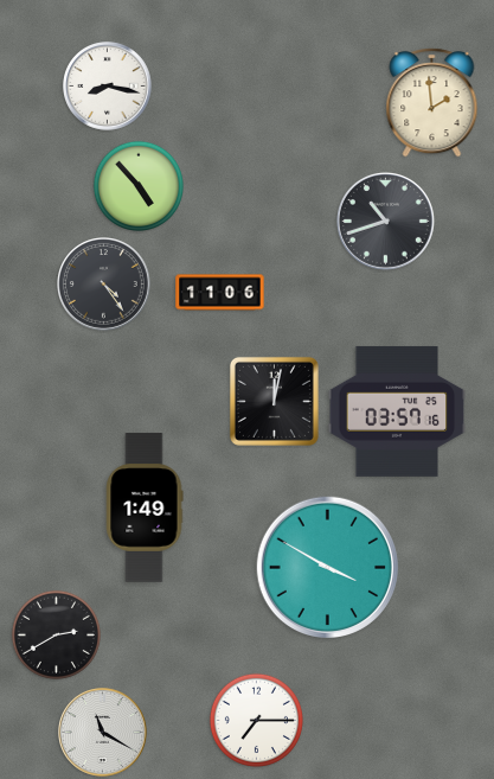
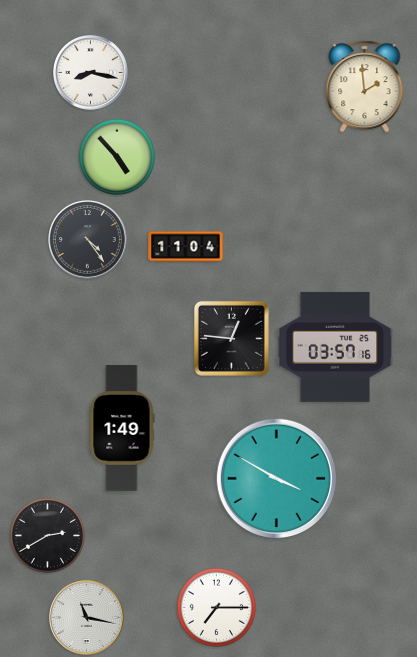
clock at (385, 221): 10:42 -> none
clock at (220, 293): 11:06 -> 11:04
clock at (274, 401): 12:02 -> 12:46
clock at (103, 733): 11:20 -> 11:17
